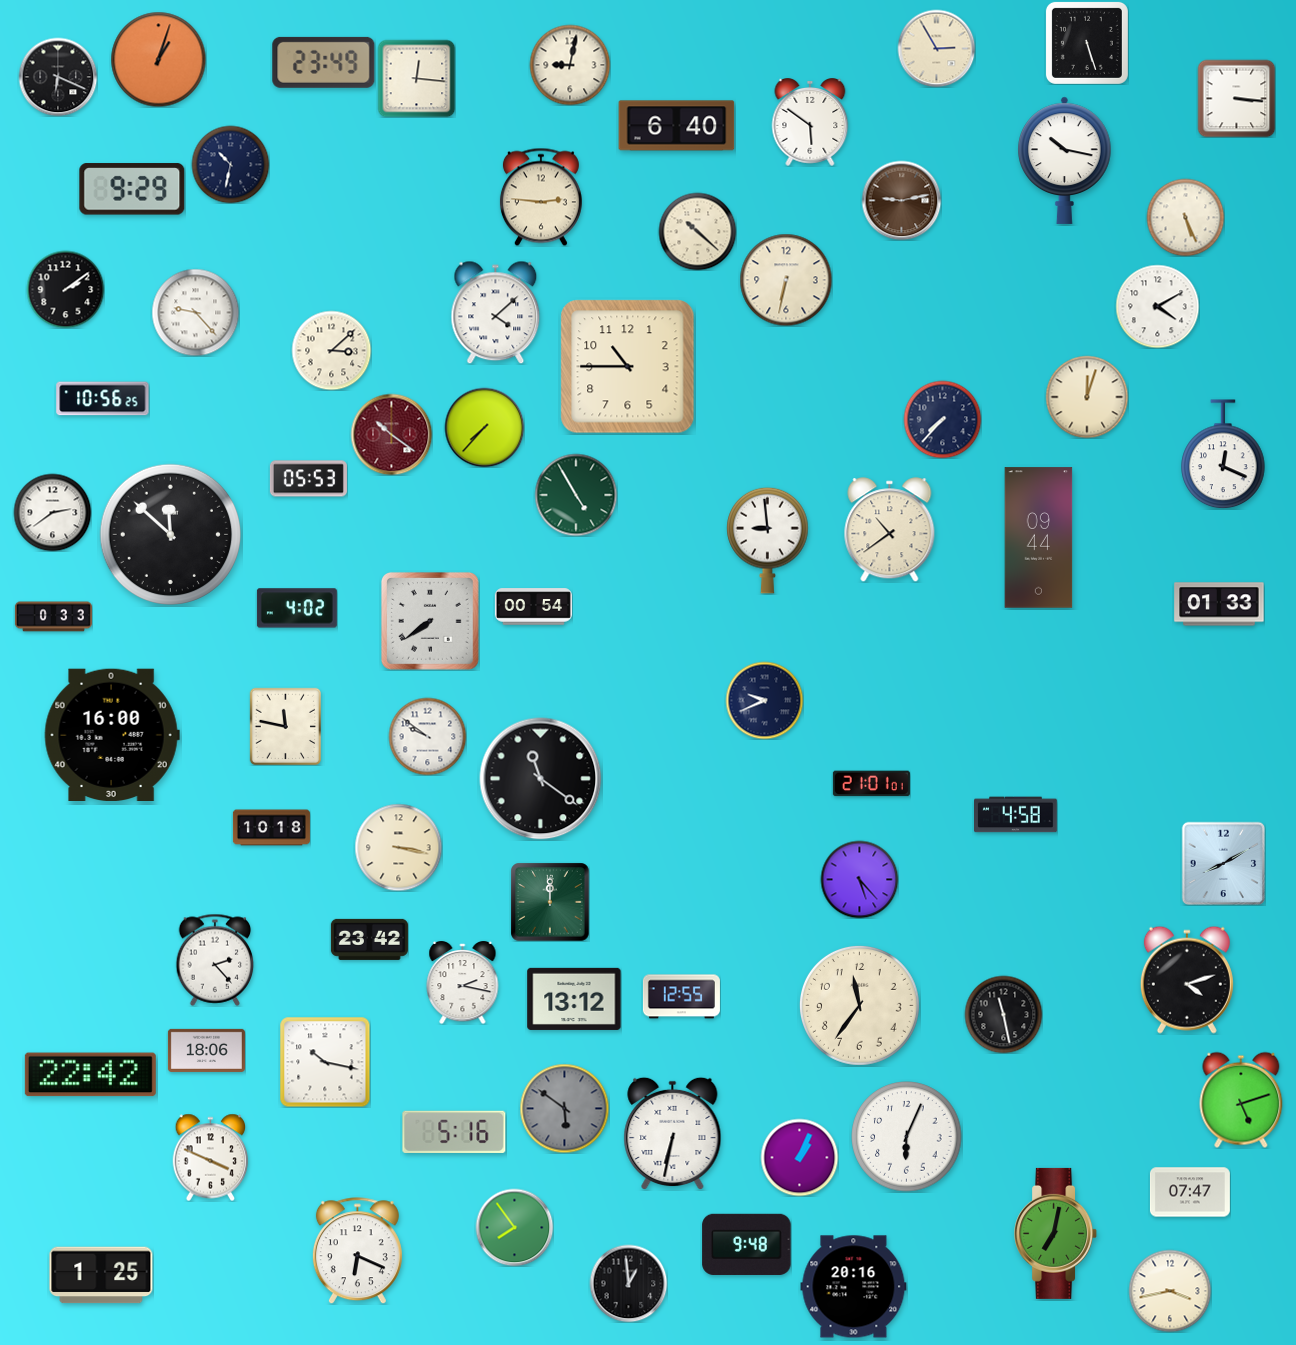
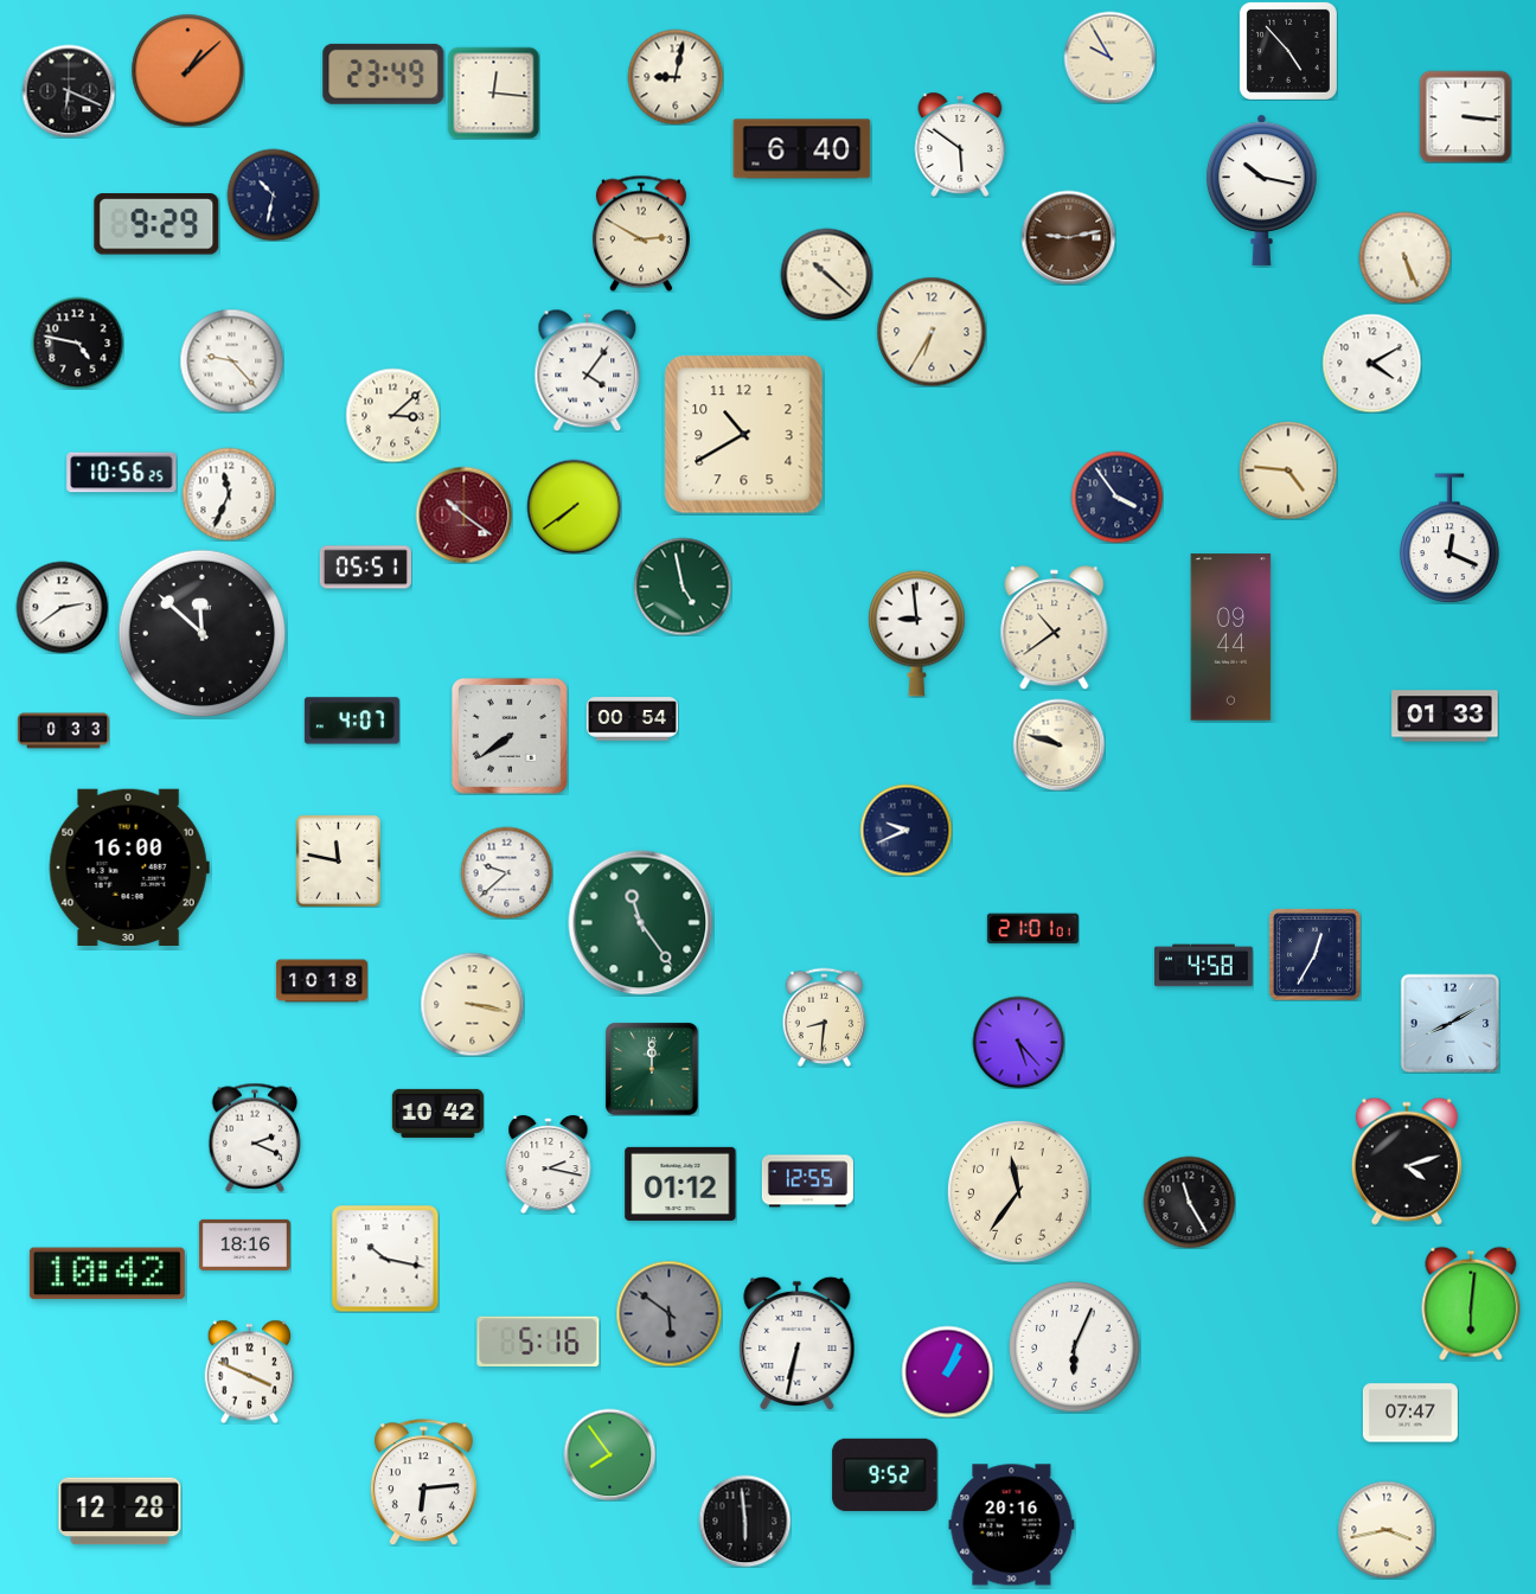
clock at (1087, 43): 5:27 -> 4:53
clock at (936, 48): 2:55 -> 9:55
clock at (158, 59): 1:03 -> 1:08
clock at (541, 197): 2:46 -> 2:50
clock at (786, 280): 6:32 -> 6:35
clock at (65, 289): 2:09 -> 4:47
clock at (195, 312) position: (195, 312) -> (231, 360)
clock at (496, 312): 4:08 -> 4:06
clock at (628, 367): 10:45 -> 10:40
clock at (1087, 397): 12:03 -> 4:46
clock at (229, 494): none -> 11:34
clock at (942, 419): 7:37 -> 3:54
clock at (484, 427): 7:37 -> 7:39
clock at (308, 479): 05:53 -> 05:51
clock at (576, 495): 4:55 -> 4:58
clock at (768, 540) position: (768, 540) -> (917, 633)
clock at (297, 608): 4:02 -> 4:07
clock at (1058, 744): none -> 9:48
clock at (112, 734) position: (112, 734) -> (129, 866)
clock at (427, 736): 9:51 -> 9:38
clock at (541, 779): 11:21 -> 11:24
clock at (541, 779) dial: black -> green
clock at (1316, 955): none -> 12:35
clock at (825, 1017): none -> 8:31
clock at (369, 939): 23:42 -> 10:42
clock at (215, 960): 2:23 -> 2:19
clock at (574, 999): 13:12 -> 01:12
clock at (1003, 1014): 11:28 -> 11:25
clock at (206, 1050): 18:06 -> 18:16
clock at (90, 1075): 22:42 -> 10:42
clock at (1241, 1100): 5:12 -> 6:01
clock at (1056, 1233): 7:02 -> none
clock at (747, 1244): 9:48 -> 9:52
clock at (357, 1251): 6:19 -> 6:14
clock at (101, 1275): 1:25 -> 12:28
clock at (628, 1283): 12:59 -> 5:59
